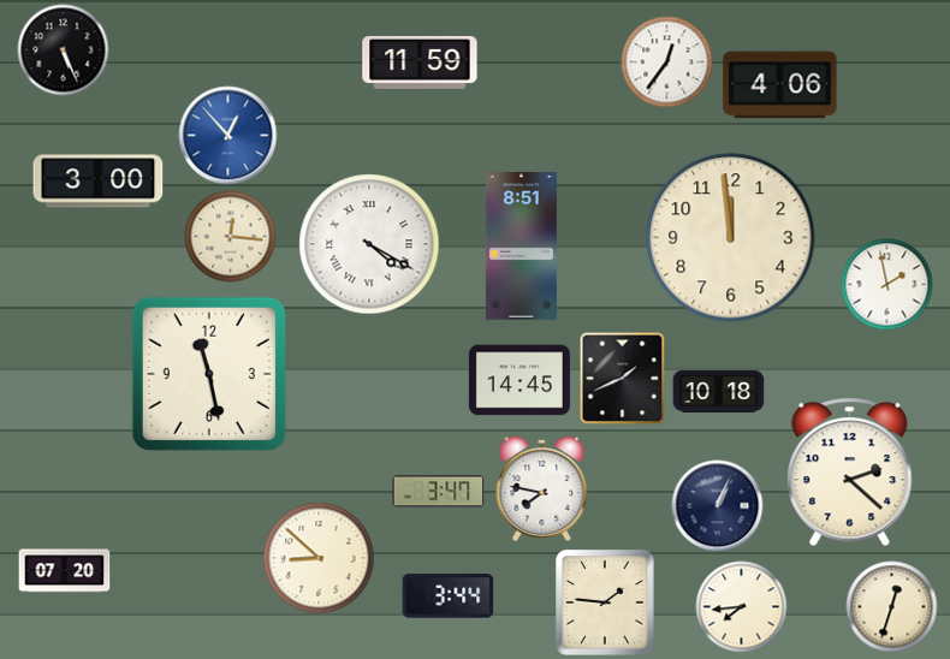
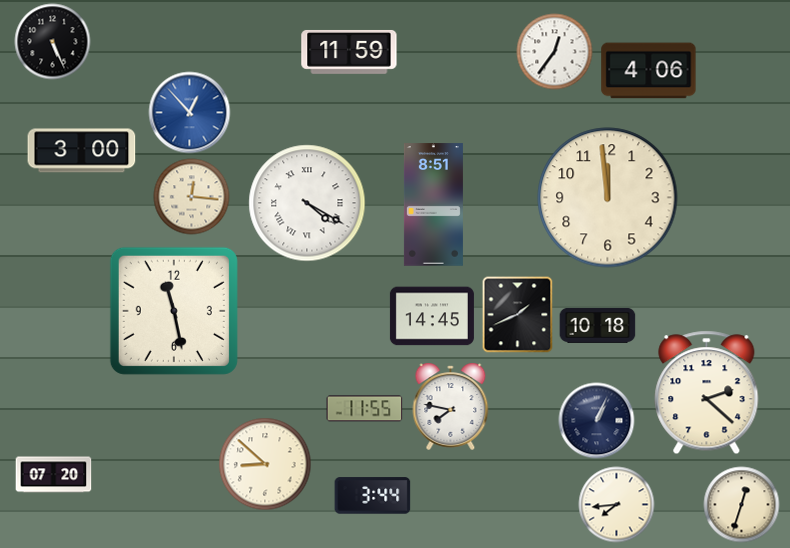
clock at (887, 285): 1:58 -> none
clock at (439, 492): 3:47 -> 11:55
clock at (605, 602): 1:46 -> none
